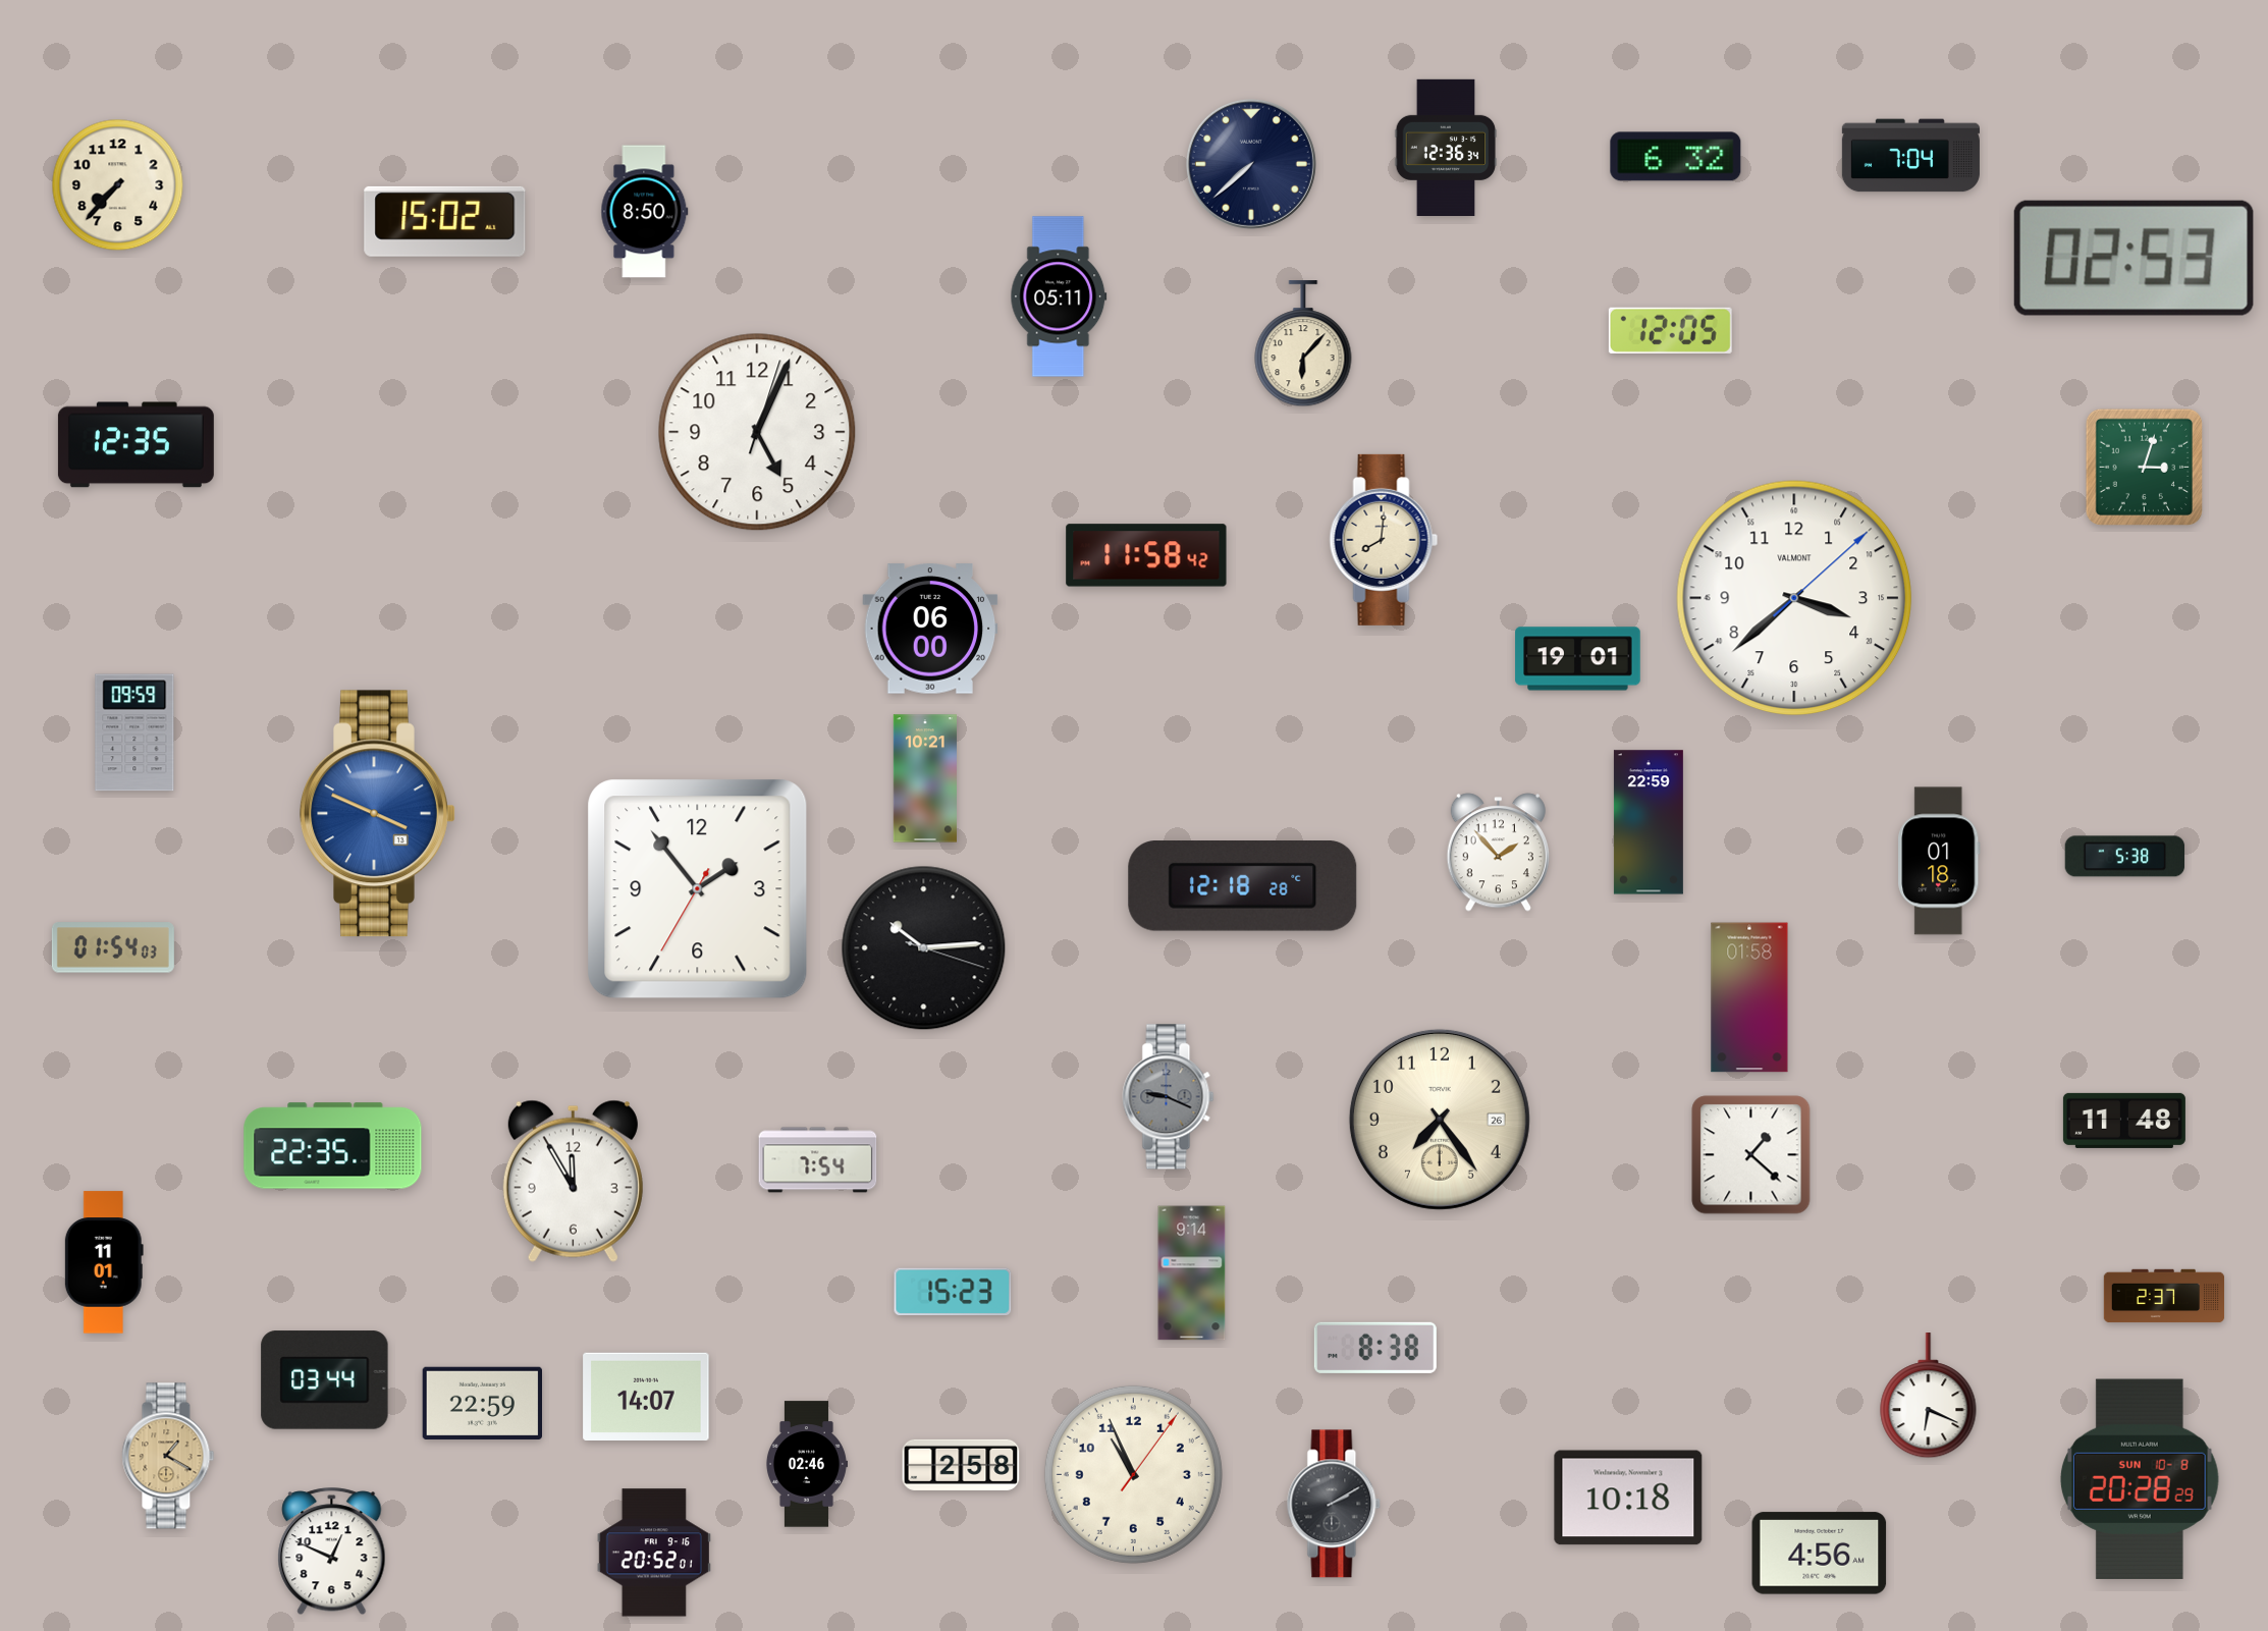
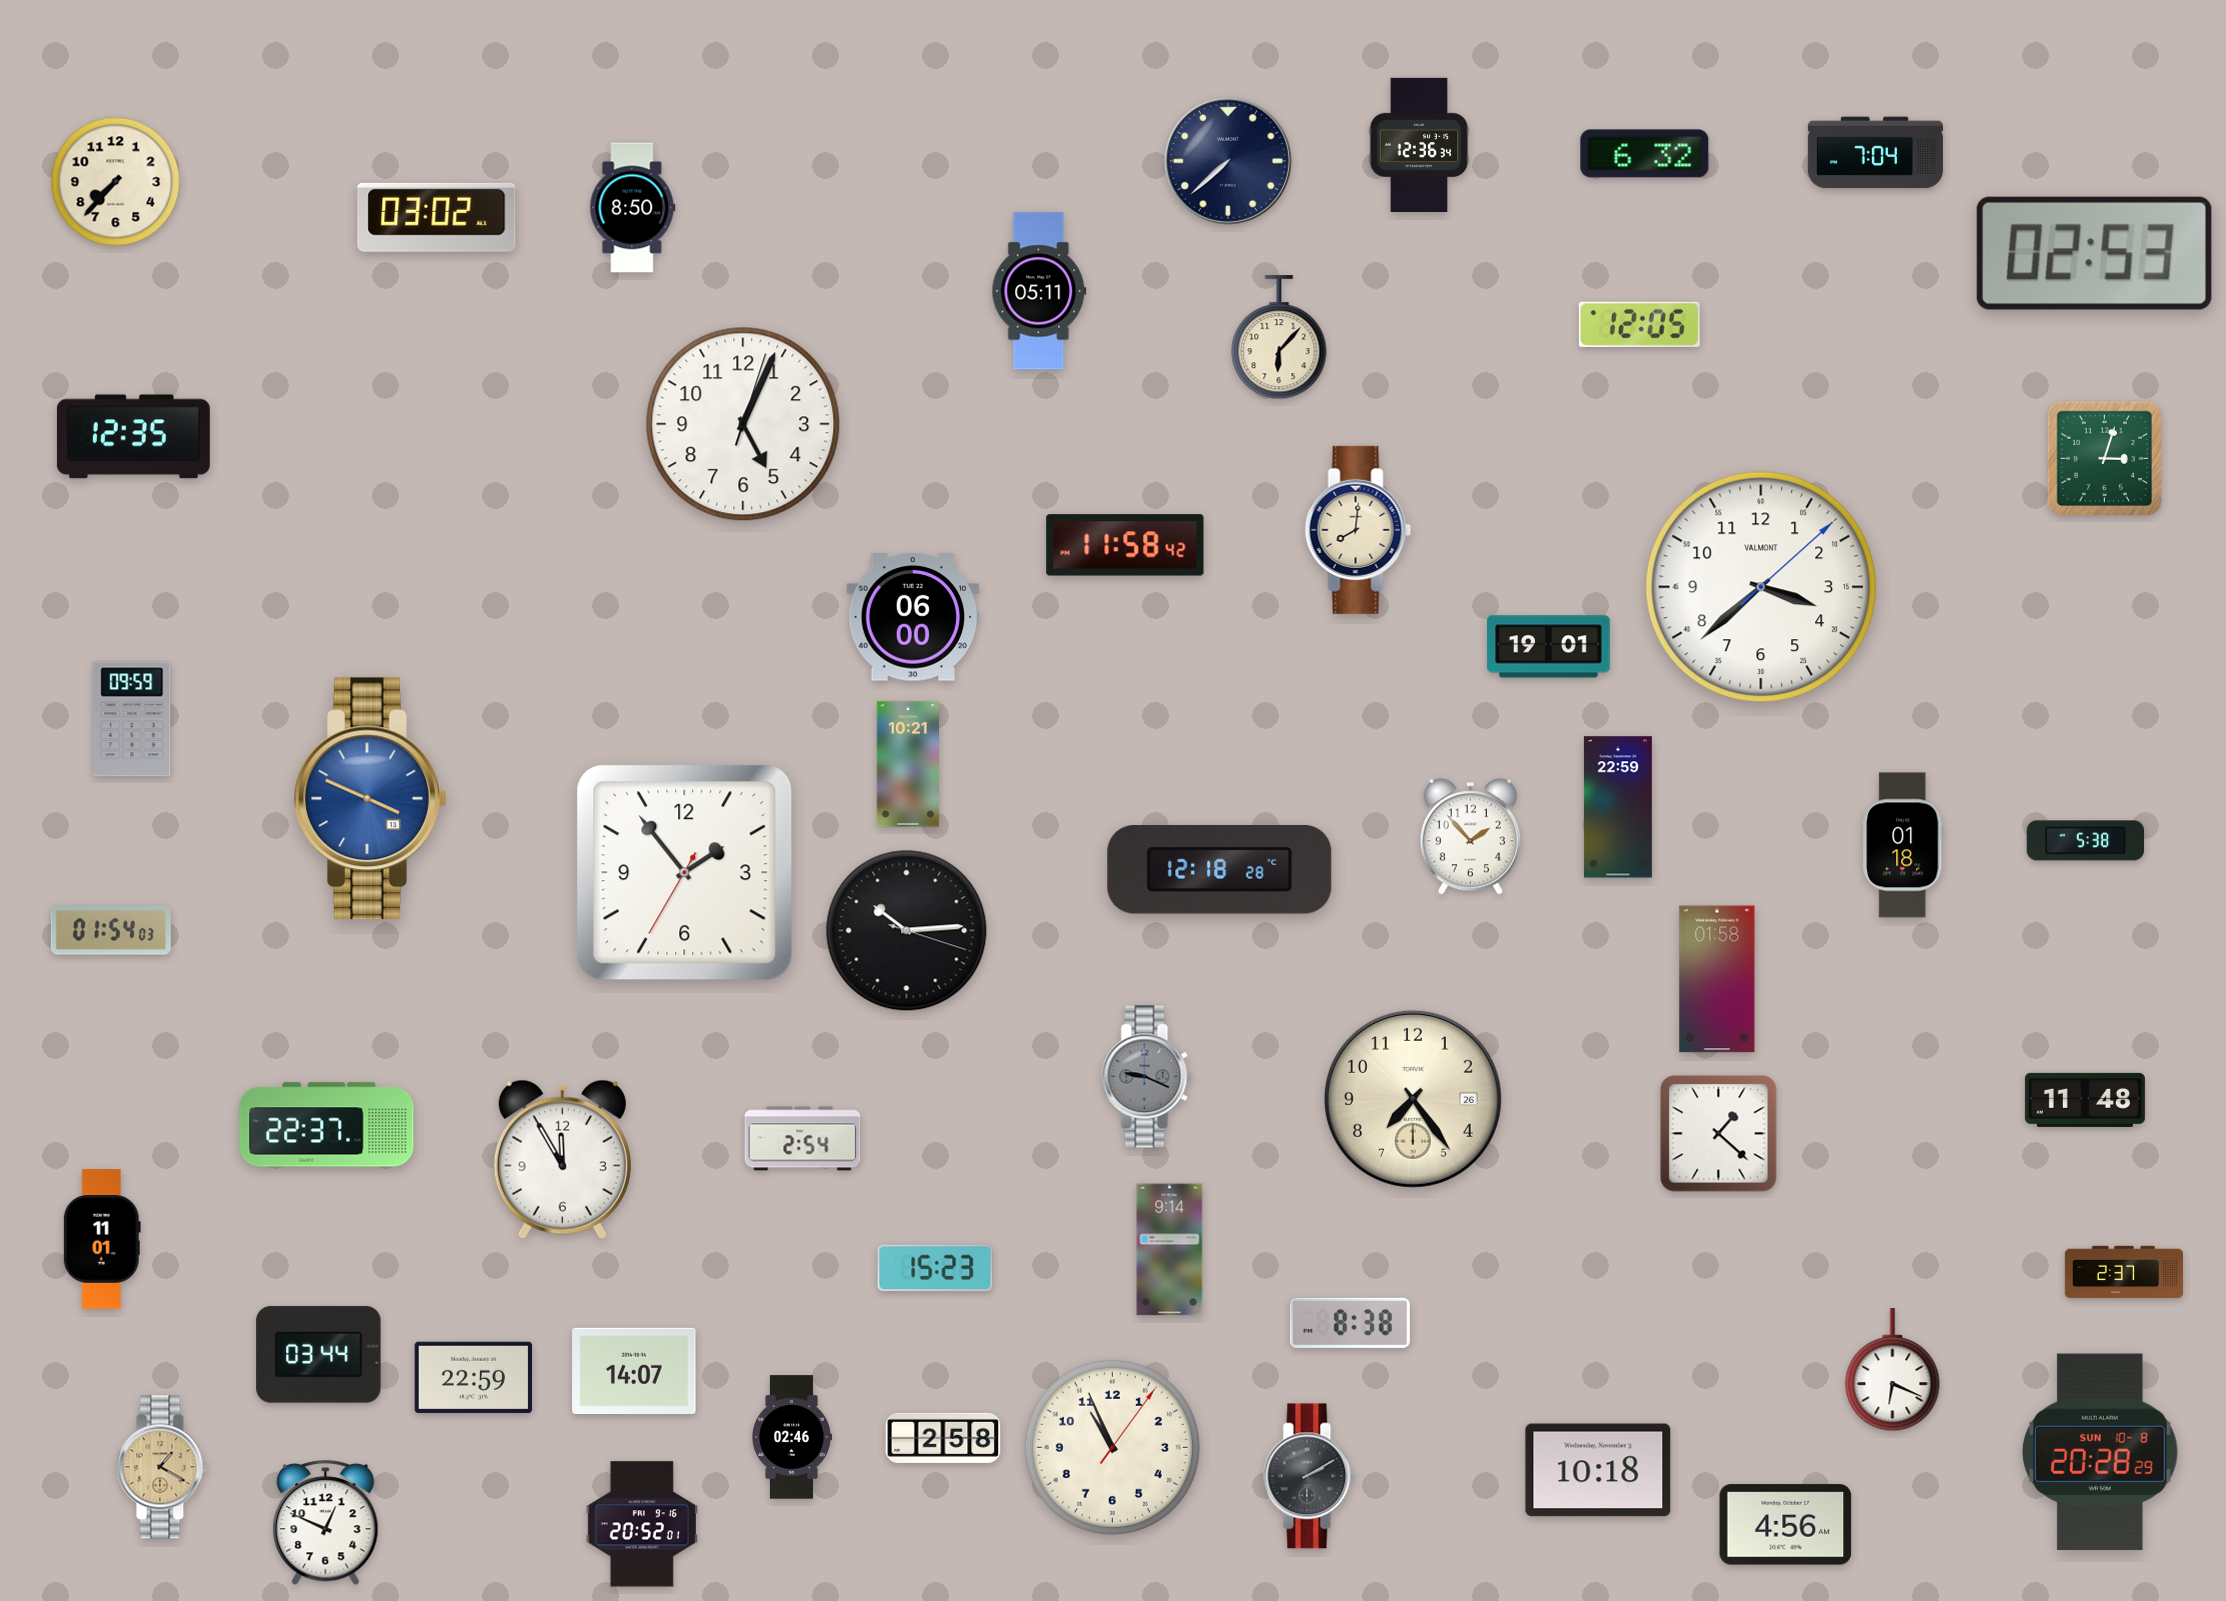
clock at (445, 221): 15:02 -> 03:02
clock at (333, 1146): 22:35 -> 22:37
clock at (818, 1160): 7:54 -> 2:54
clock at (168, 1456) position: (168, 1456) -> (162, 1467)
